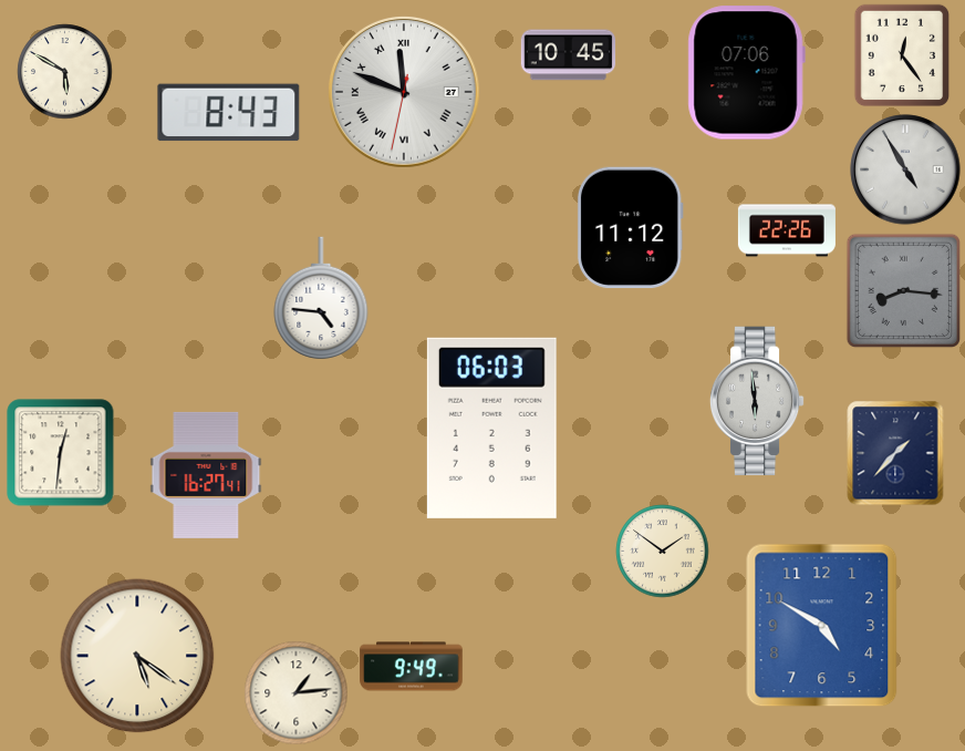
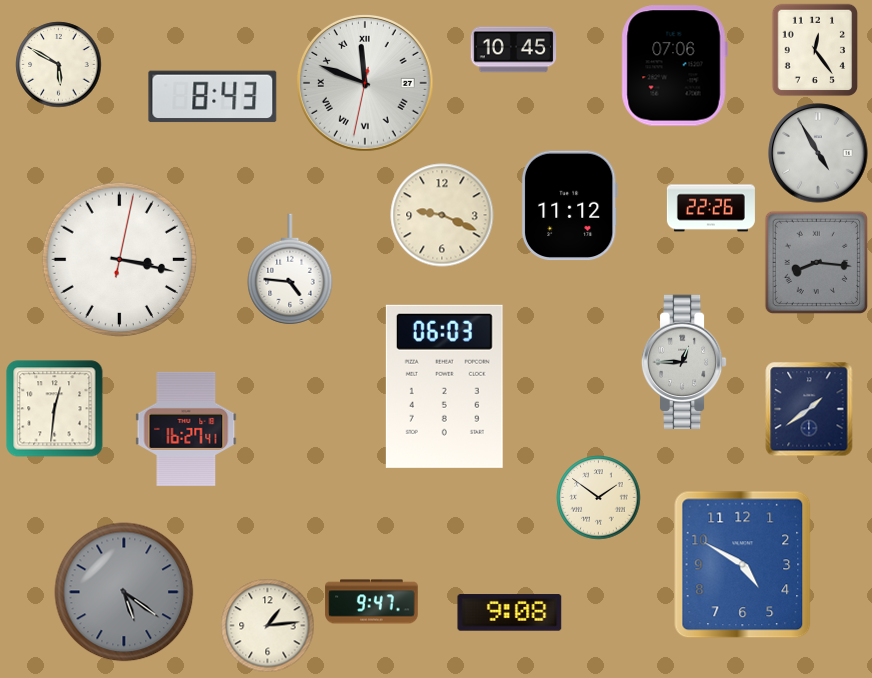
clock at (229, 113) position: (229, 113) -> (213, 97)
clock at (442, 215): none -> 9:19
clock at (120, 260): none -> 3:17
clock at (757, 401): 5:59 -> 12:45
clock at (895, 453): 1:37 -> 1:39
clock at (137, 656) dial: cream -> grey
clock at (412, 667): 9:49 -> 9:47
clock at (510, 613): none -> 9:08
